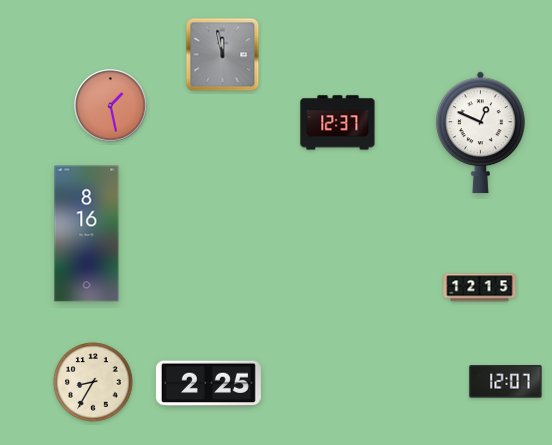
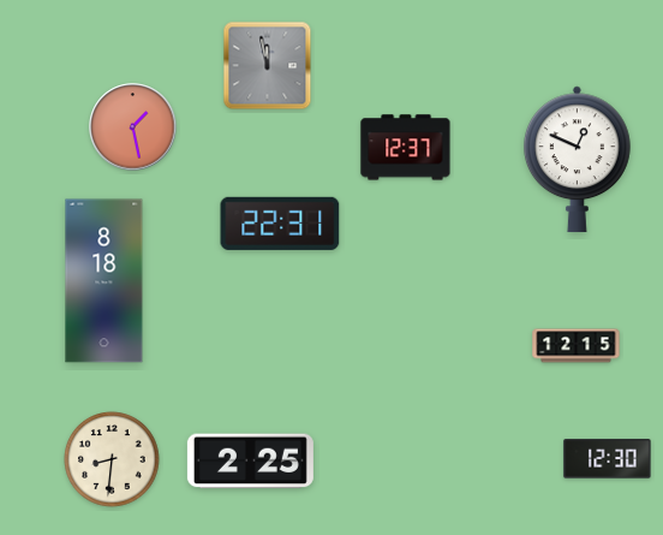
clock at (280, 224): none -> 22:31
clock at (87, 234): 8:16 -> 8:18
clock at (93, 382): 8:35 -> 8:31
clock at (506, 382): 12:07 -> 12:30
